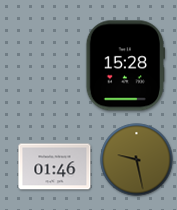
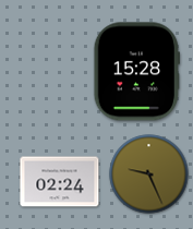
clock at (137, 160): 9:28 -> 9:26
clock at (55, 167): 01:46 -> 02:24
